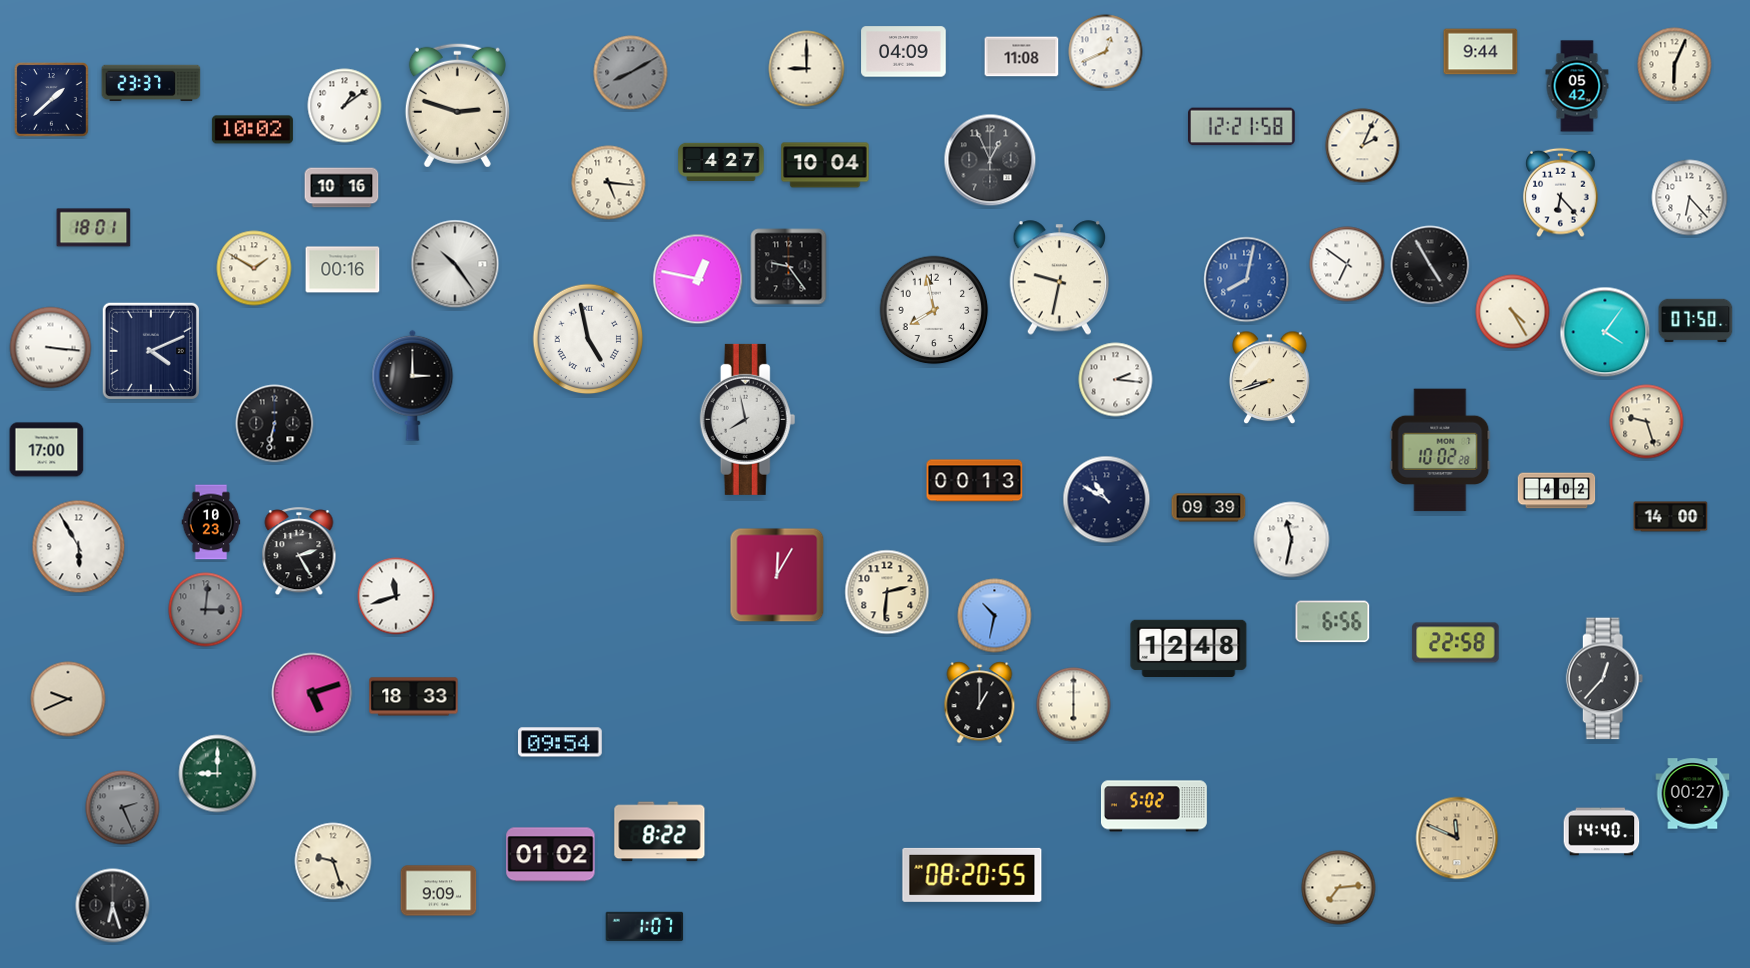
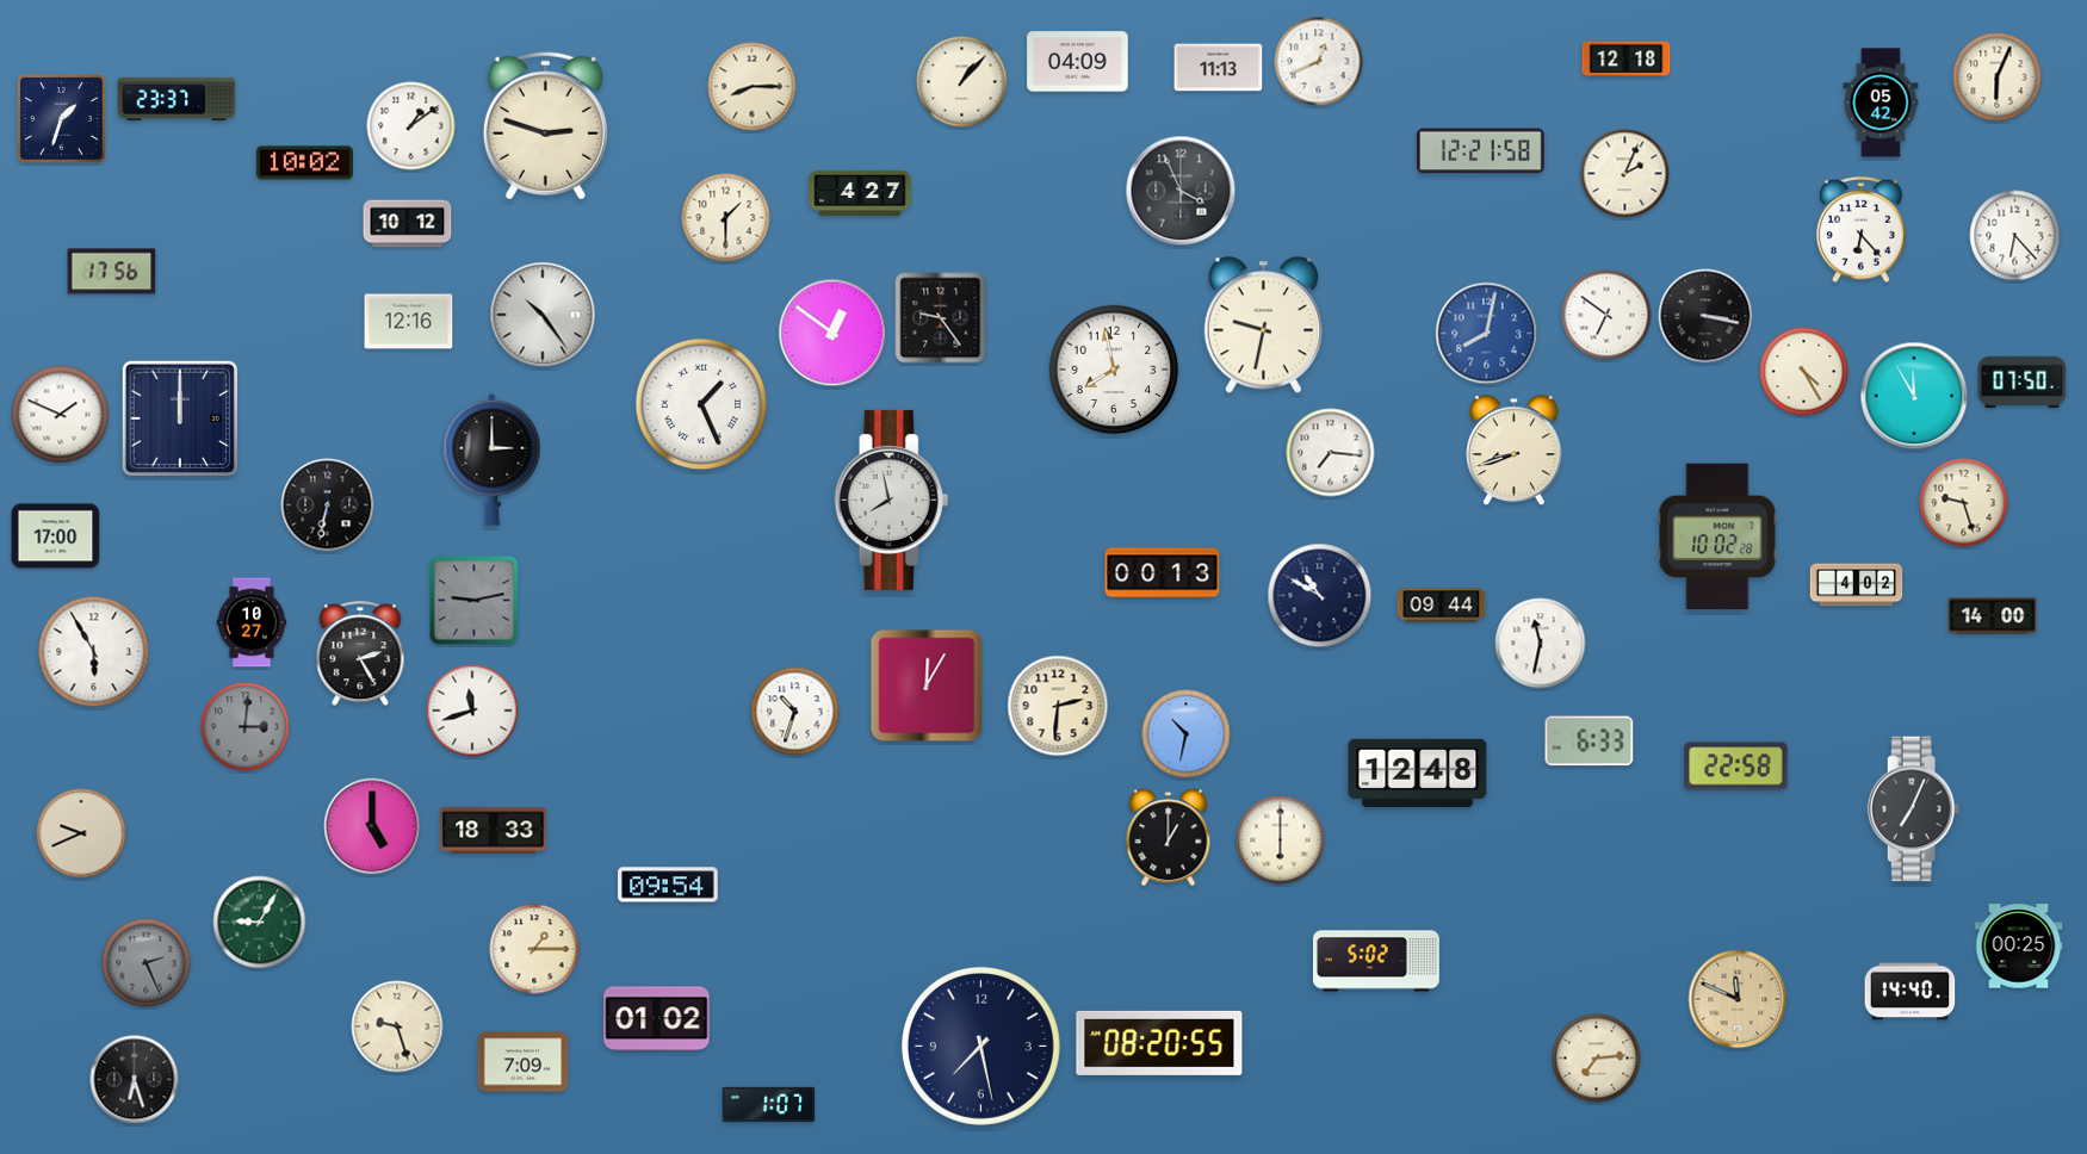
clock at (1627, 60): none -> 12:18
clock at (1481, 52): 9:44 -> none
clock at (1022, 57): 11:08 -> 11:13
clock at (807, 69): 9:00 -> 1:07
clock at (631, 73): 8:10 -> 8:15
clock at (631, 73) dial: grey -> cream
clock at (151, 83) position: (151, 83) -> (177, 99)
clock at (52, 100): 1:38 -> 1:33
clock at (252, 130) position: (252, 130) -> (304, 163)
clock at (990, 160): 12:56 -> 3:56
clock at (825, 165): 10:04 -> none
clock at (609, 183): 5:16 -> 1:30
clock at (342, 188): 10:16 -> 10:12
clock at (94, 228): 18:01 -> 17:56
clock at (1430, 265): 4:55 -> 3:17
clock at (254, 268): 1:50 -> none
clock at (343, 270): 00:16 -> 12:16
clock at (1059, 278) position: (1059, 278) -> (1263, 325)
clock at (698, 279): 12:47 -> 12:51
clock at (1605, 332): 4:06 -> 11:55
clock at (588, 339): 4:58 -> 1:26
clock at (51, 348): 3:16 -> 1:49
clock at (150, 350): 4:11 -> 12:00
clock at (1116, 380): 2:16 -> 7:16
clock at (475, 601): none -> 9:13
clock at (1209, 508): 09:39 -> 09:44
clock at (211, 522): 10:23 -> 10:27
clock at (299, 552) position: (299, 552) -> (360, 654)
clock at (795, 712): none -> 10:33
clock at (1333, 622): 6:56 -> 6:33
clock at (1605, 679): 12:37 -> 7:04
clock at (312, 693): 5:12 -> 5:00
clock at (218, 774): 9:00 -> 9:05
clock at (1693, 794): 00:27 -> 00:25
clock at (534, 949): none -> 1:15
clock at (660, 832): 8:22 -> none
clock at (980, 1046): none -> 7:28
clock at (439, 891): 9:09 -> 7:09
